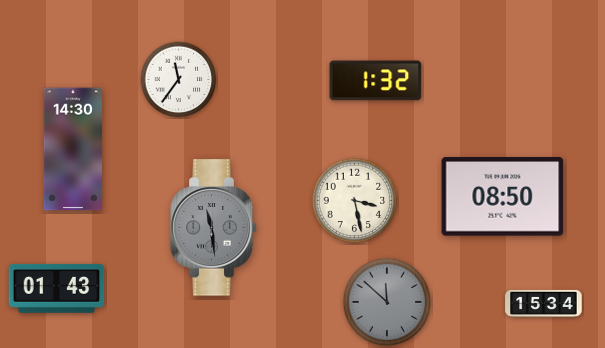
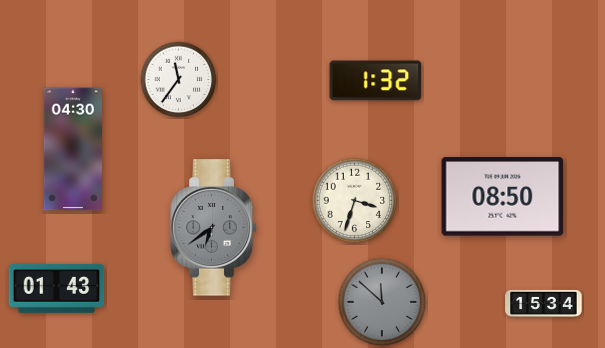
clock at (73, 149): 14:30 -> 04:30
clock at (355, 201): 3:28 -> 3:33
clock at (214, 228): 11:29 -> 6:39
clock at (387, 302) position: (387, 302) -> (382, 302)
